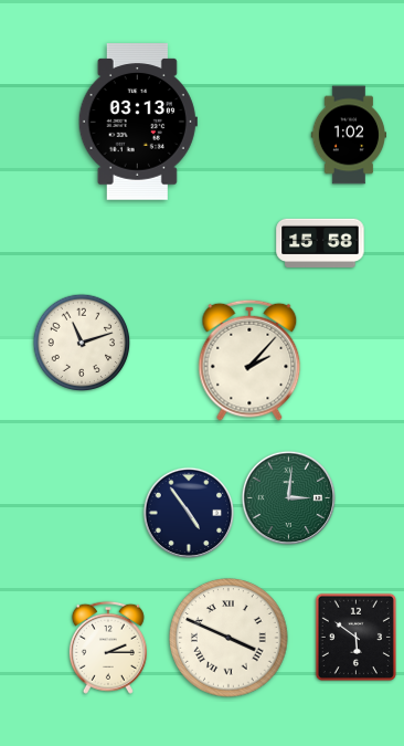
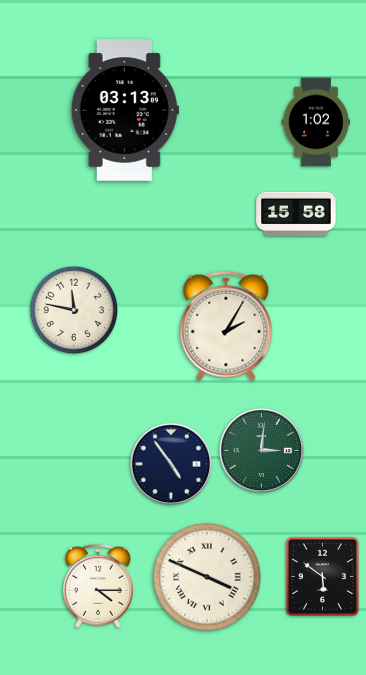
clock at (320, 242) position: (320, 242) -> (296, 213)
clock at (82, 343): 11:12 -> 11:47
clock at (249, 360): 2:07 -> 2:05
clock at (108, 648): 2:15 -> 4:15
